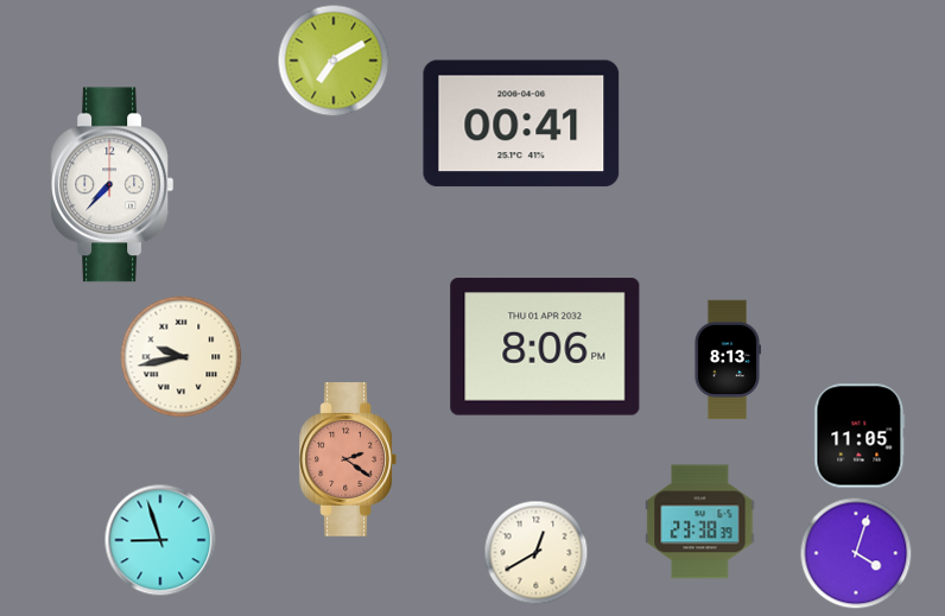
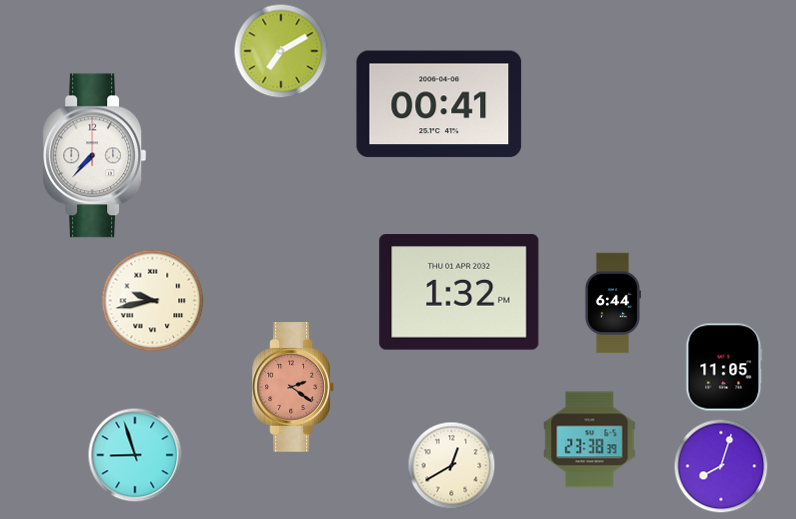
clock at (545, 347): 8:06 -> 1:32
clock at (727, 360): 8:13 -> 6:44
clock at (856, 553): 4:03 -> 8:03
